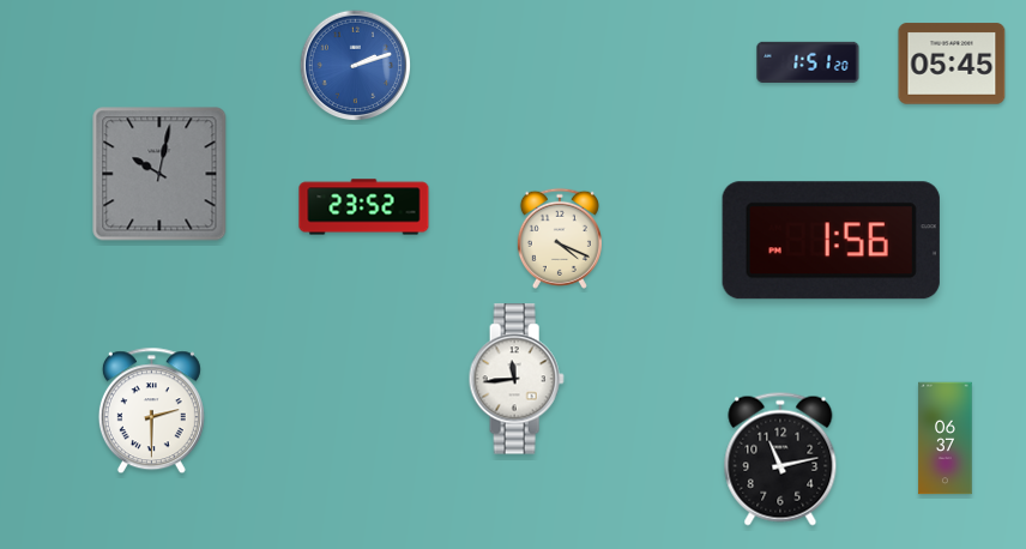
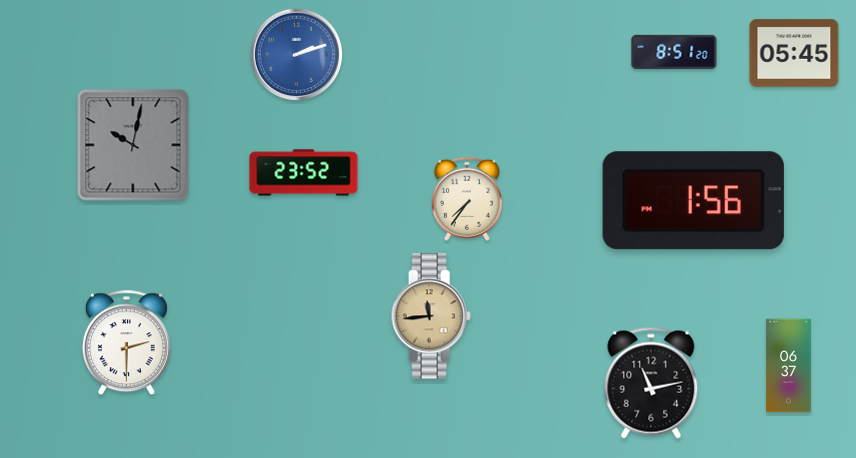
clock at (808, 62): 1:51 -> 8:51
clock at (560, 239): 4:19 -> 7:36
clock at (517, 379) dial: white -> champagne
